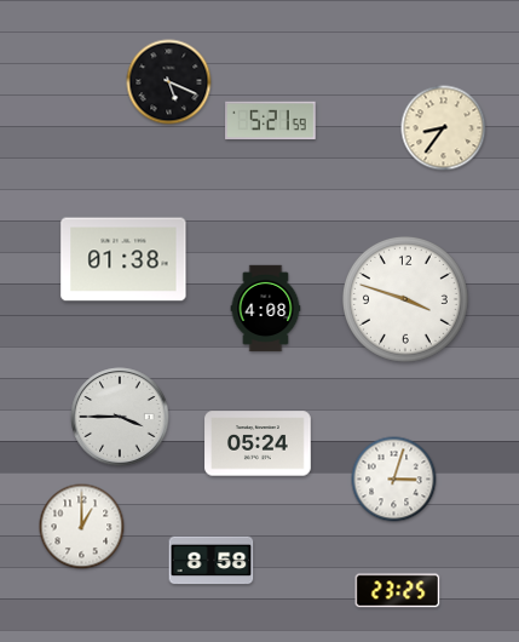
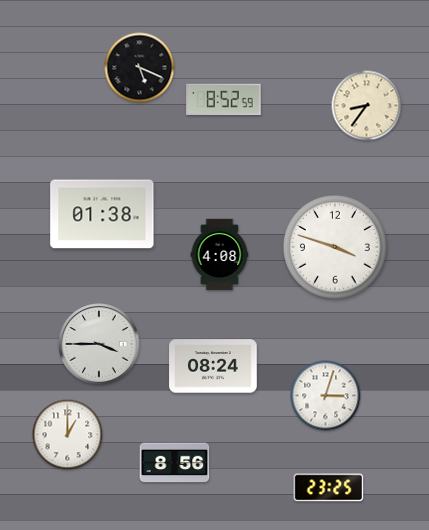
clock at (271, 121): 5:21 -> 8:52
clock at (258, 443): 05:24 -> 08:24
clock at (212, 561): 8:58 -> 8:56
